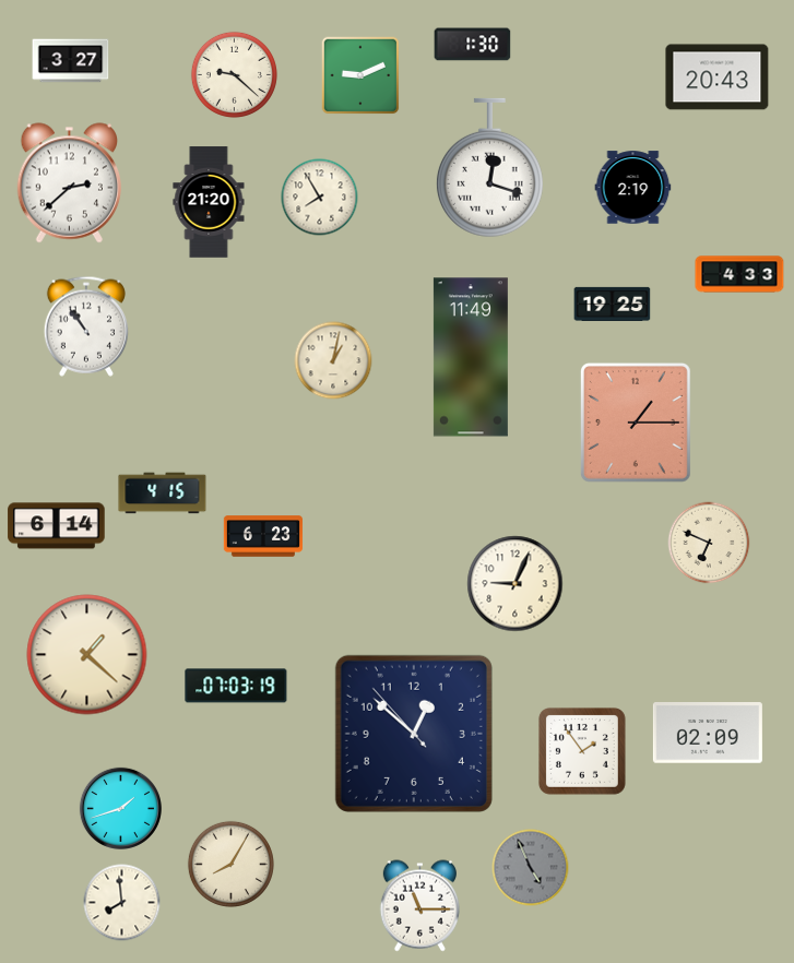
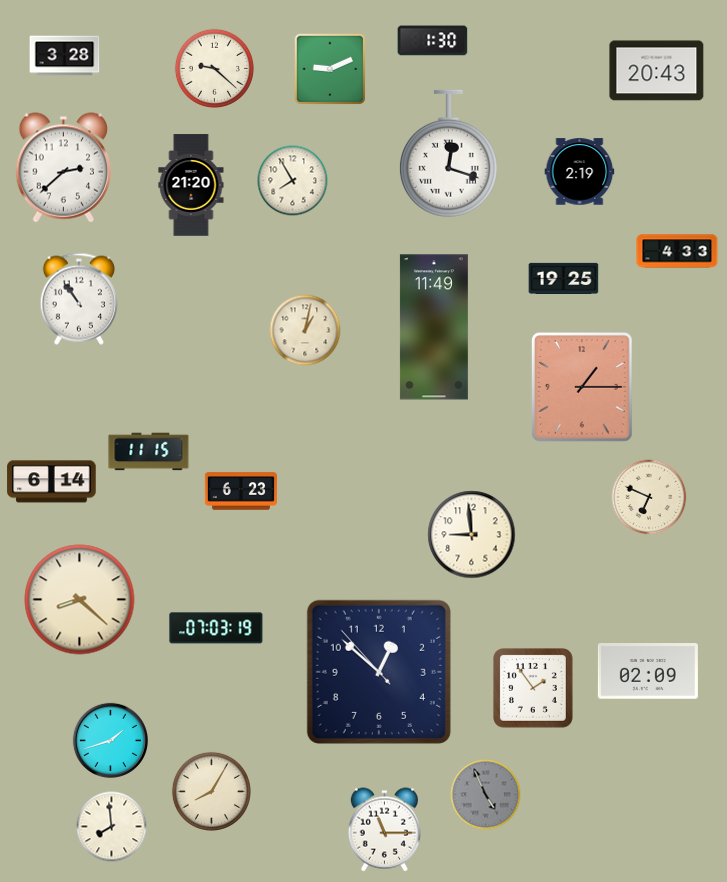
clock at (71, 61): 3:27 -> 3:28
clock at (613, 304) position: (613, 304) -> (564, 278)
clock at (471, 357) position: (471, 357) -> (434, 327)
clock at (163, 494): 4:15 -> 11:15
clock at (515, 584): 9:04 -> 8:59
clock at (87, 655): 1:22 -> 8:22
